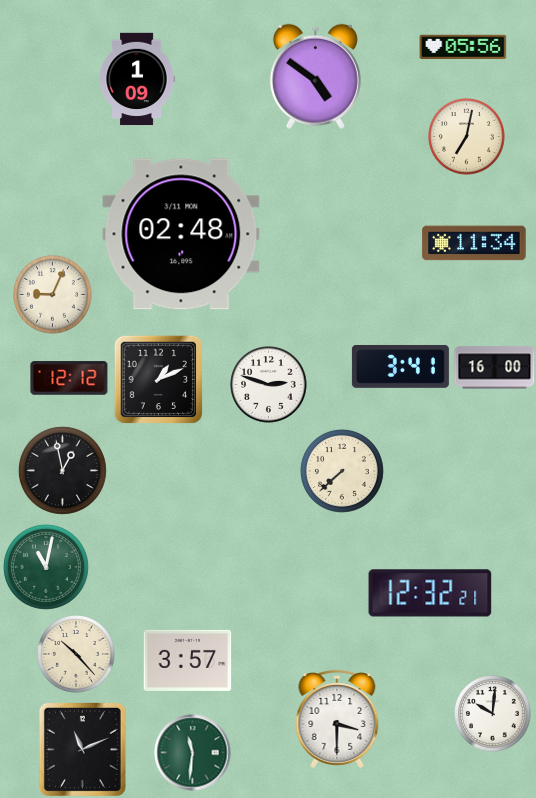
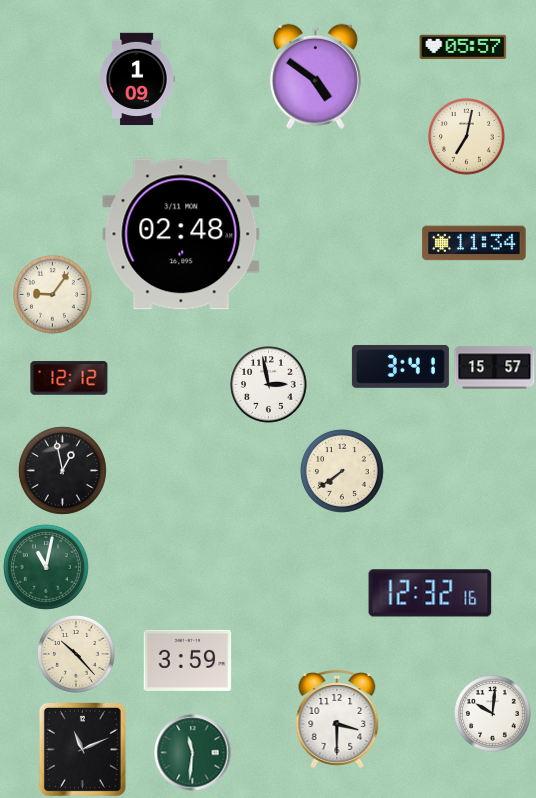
clock at (463, 47): 05:56 -> 05:57
clock at (53, 295): 9:04 -> 9:06
clock at (495, 368): 16:00 -> 15:57
clock at (158, 379): 1:11 -> none
clock at (269, 385): 2:48 -> 2:58
clock at (342, 471): 7:38 -> 7:39
clock at (430, 593): 12:32:21 -> 12:32:16
clock at (188, 660): 3:57 -> 3:59
